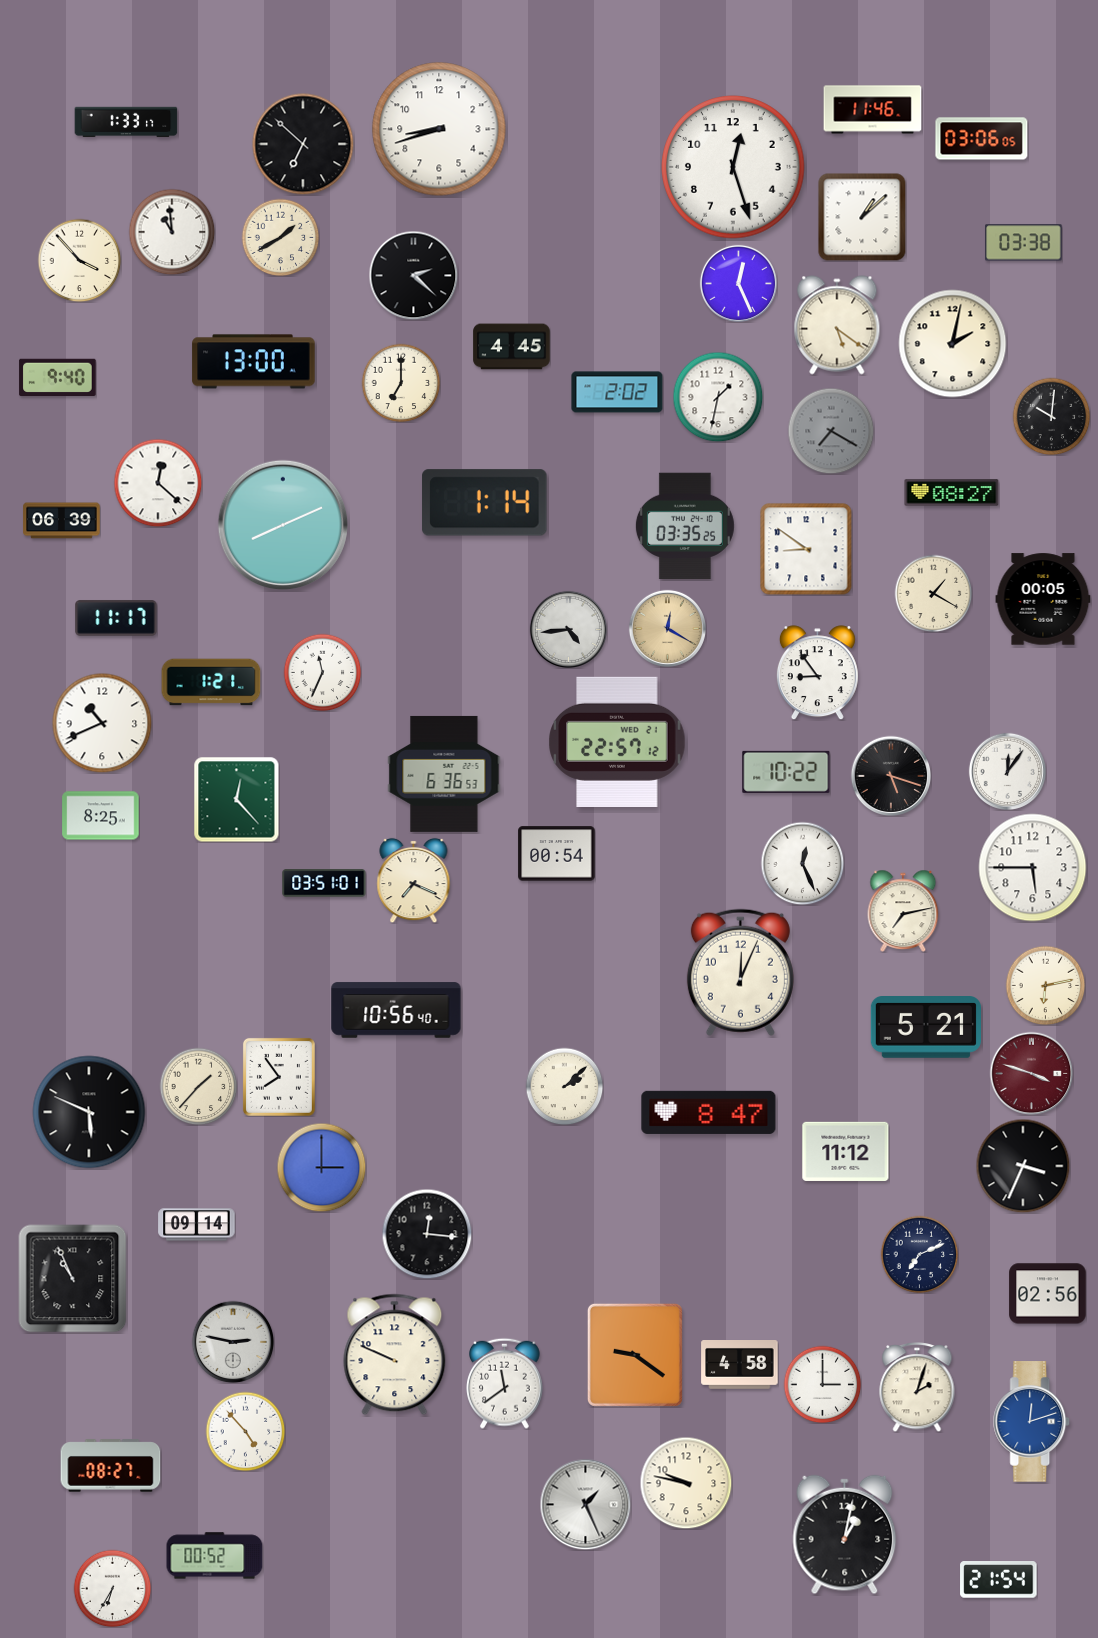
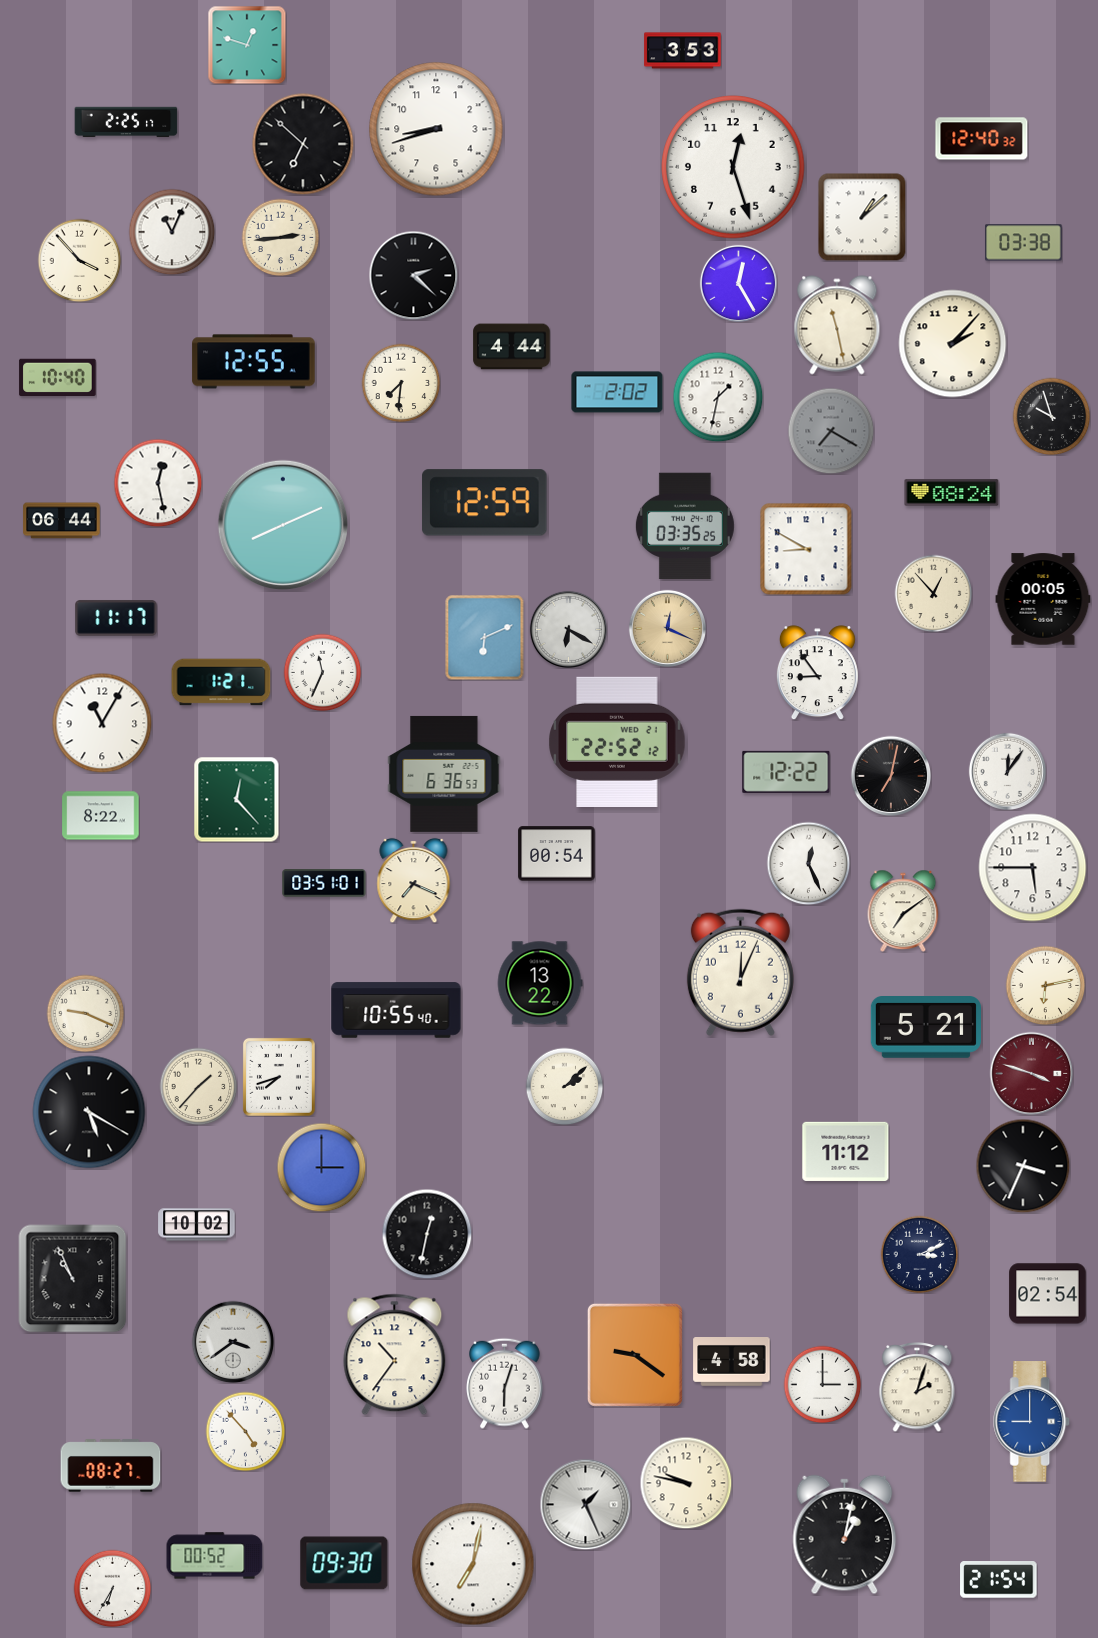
clock at (247, 45): none -> 12:48
clock at (683, 51): none -> 3:53
clock at (873, 110): 11:46 -> none
clock at (126, 122): 1:33 -> 2:25
clock at (439, 129) position: (439, 129) -> (436, 129)
clock at (982, 139): 03:06 -> 12:40
clock at (172, 232): 10:59 -> 11:04
clock at (280, 237): 1:40 -> 2:44
clock at (738, 283): 12:26 -> 12:25
clock at (837, 325): 5:21 -> 11:28
clock at (953, 344): 2:02 -> 2:07
clock at (512, 347): 4:45 -> 4:44
clock at (254, 362): 13:00 -> 12:55
clock at (58, 377): 9:40 -> 10:40
clock at (401, 383): 7:00 -> 7:31
clock at (1051, 416): 10:01 -> 9:57
clock at (158, 483): 12:22 -> 12:28
clock at (952, 493): 08:27 -> 08:24
clock at (485, 503): 1:14 -> 12:59
clock at (62, 521): 06:39 -> 06:44
clock at (806, 549): 8:51 -> 8:50
clock at (933, 593): 1:20 -> 12:53
clock at (667, 628): 12:20 -> 12:19
clock at (568, 629): 4:44 -> 6:20
clock at (485, 637): none -> 6:11
clock at (211, 682) position: (211, 682) -> (221, 682)
clock at (102, 723): 10:41 -> 11:05
clock at (617, 742): 22:57 -> 22:52
clock at (786, 772): 10:22 -> 12:22
clock at (891, 776): 5:18 -> 7:02
clock at (101, 816): 8:25 -> 8:22
clock at (802, 863) position: (802, 863) -> (808, 863)
clock at (903, 910): 7:13 -> 7:09
clock at (540, 983): none -> 13:22
clock at (396, 1010): 10:56 -> 10:55
clock at (85, 1013): none -> 9:19
clock at (279, 1077): 7:54 -> 7:42
clock at (89, 1112): 5:49 -> 5:20
clock at (709, 1112): 8:47 -> none
clock at (197, 1225): 09:14 -> 10:02
clock at (427, 1234): 12:16 -> 12:32
clock at (919, 1254): 7:11 -> 3:11
clock at (1048, 1294): 02:56 -> 02:54
clock at (233, 1342): 2:47 -> 3:39
clock at (395, 1355): 9:49 -> 10:36
clock at (740, 1365) position: (740, 1365) -> (732, 1362)
clock at (505, 1383): 11:39 -> 6:03
clock at (1032, 1422): 12:12 -> 9:00
clock at (344, 1563): none -> 09:30
clock at (473, 1564): none -> 7:02
